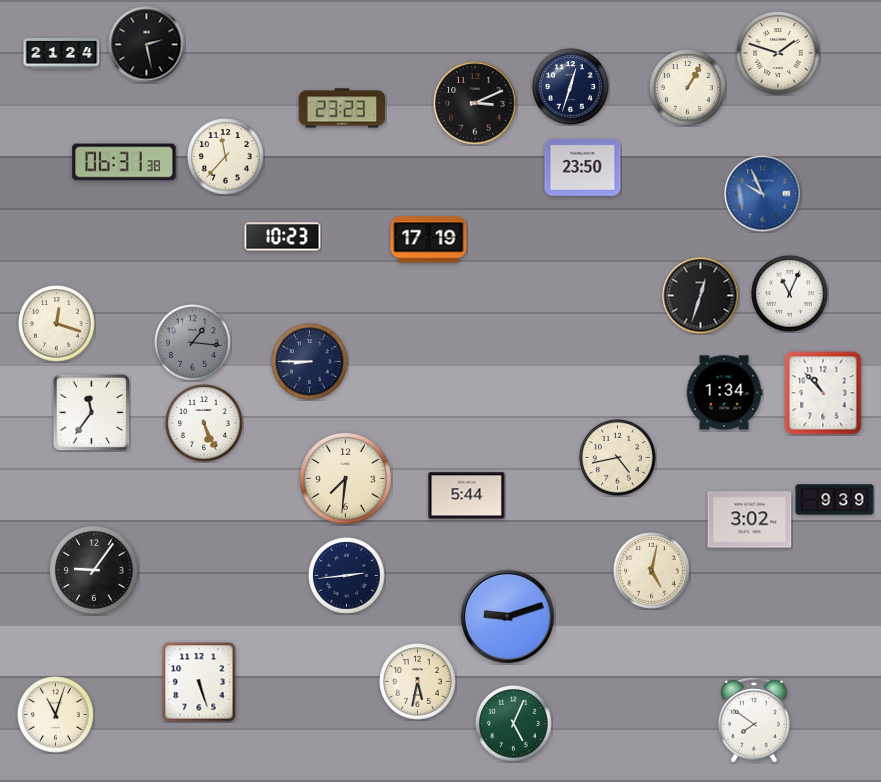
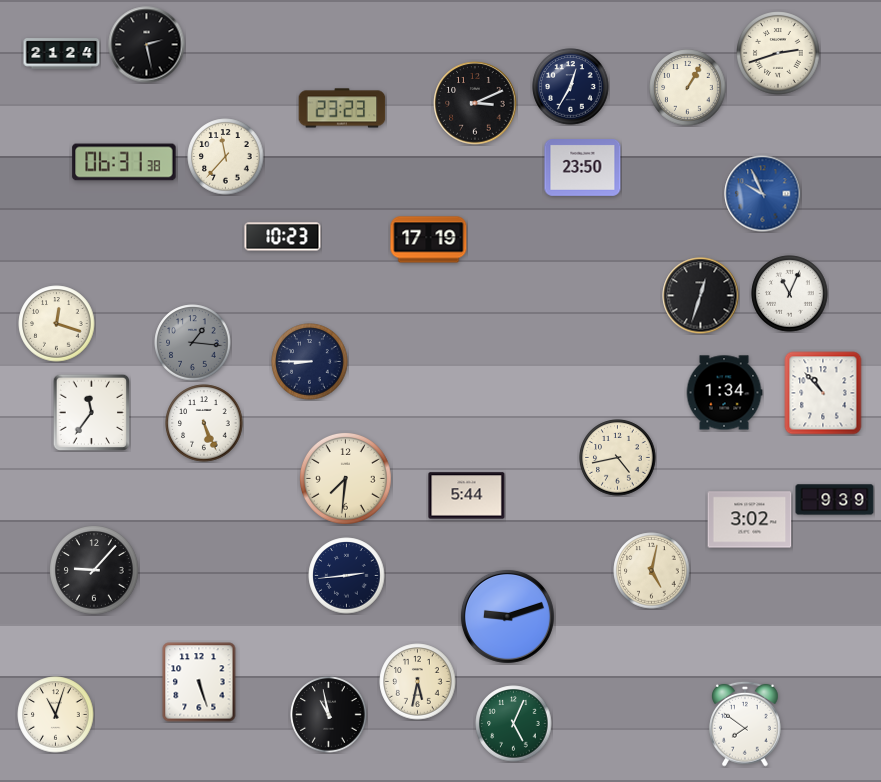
clock at (778, 53): 1:48 -> 2:42
clock at (571, 87): 12:33 -> 12:35
clock at (95, 571): 9:06 -> 9:07
clock at (329, 715): none -> 10:58
clock at (755, 720) position: (755, 720) -> (746, 724)
